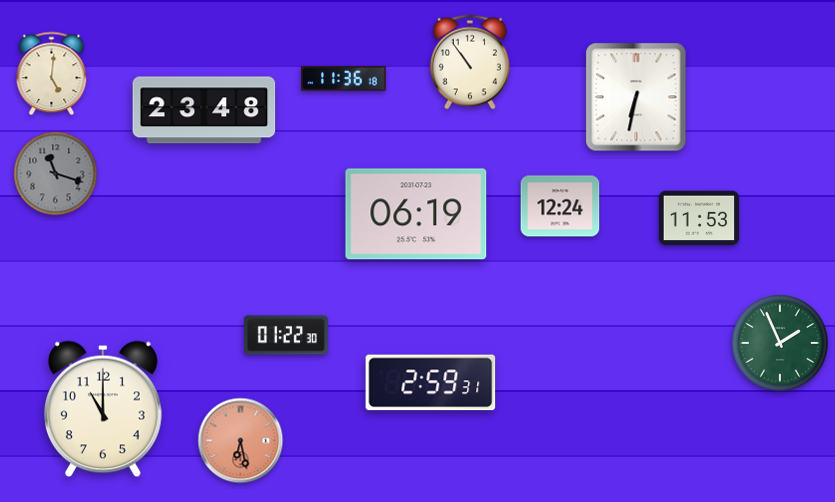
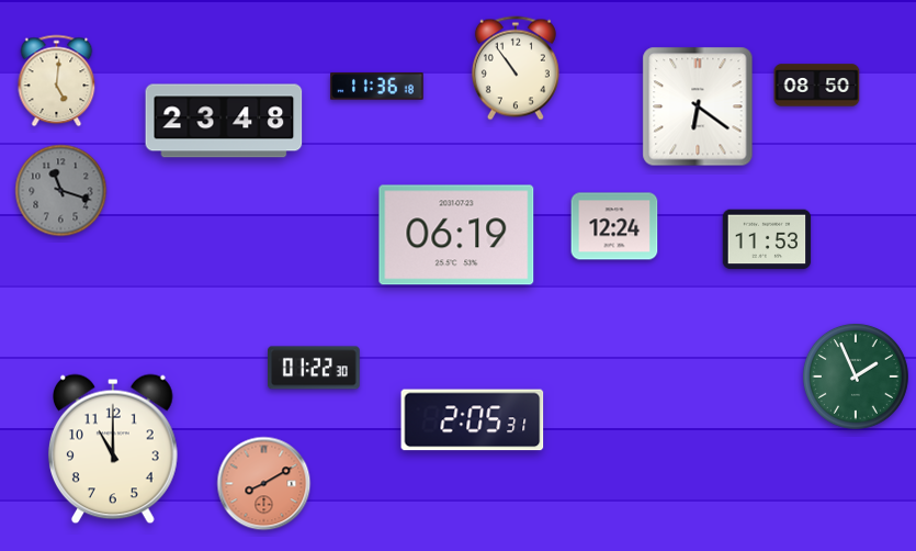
clock at (817, 86): none -> 08:50
clock at (636, 97): 6:32 -> 6:21
clock at (431, 383): 2:59 -> 2:05
clock at (241, 441): 6:28 -> 8:10
